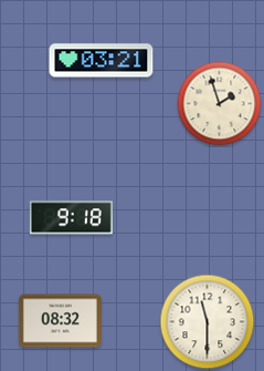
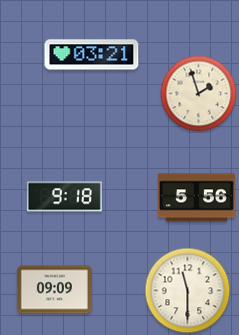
clock at (196, 198): none -> 5:56
clock at (60, 321): 08:32 -> 09:09
